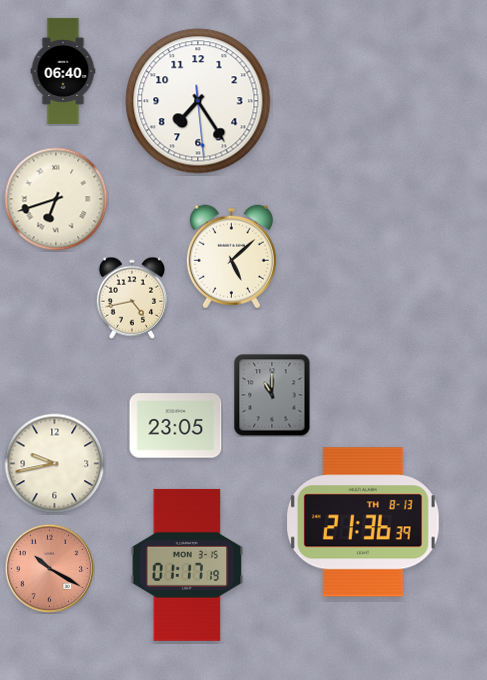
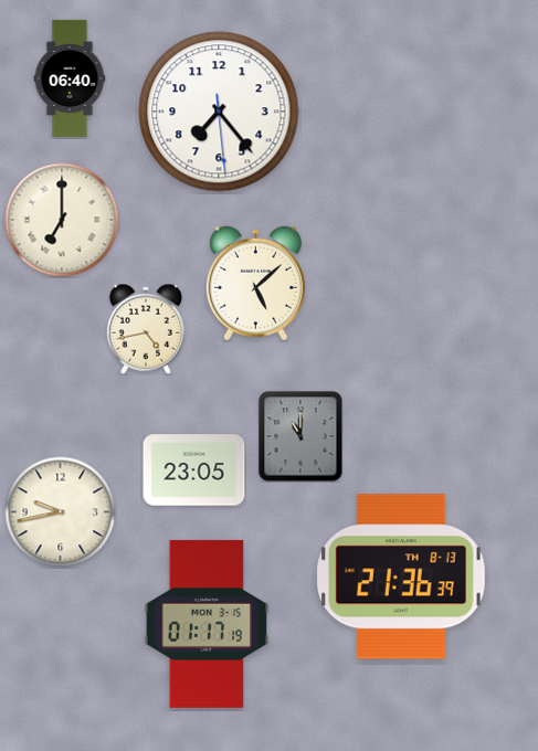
clock at (198, 101): 7:24 -> 7:23
clock at (56, 199): 6:42 -> 7:00
clock at (49, 568): 10:20 -> none
